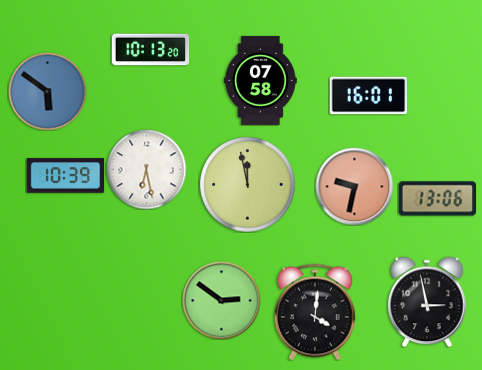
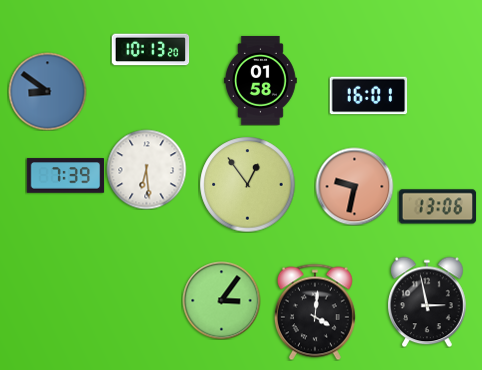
clock at (260, 80): 07:58 -> 01:58
clock at (47, 91): 5:51 -> 8:51
clock at (146, 169): 6:28 -> 6:29
clock at (65, 176): 10:39 -> 7:39
clock at (247, 184): 11:58 -> 12:54
clock at (437, 199) position: (437, 199) -> (437, 207)
clock at (221, 300): 2:51 -> 3:06
